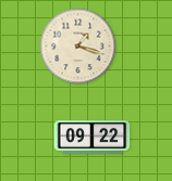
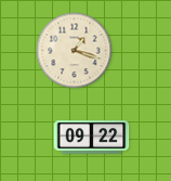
clock at (78, 47) position: (78, 47) -> (75, 51)
